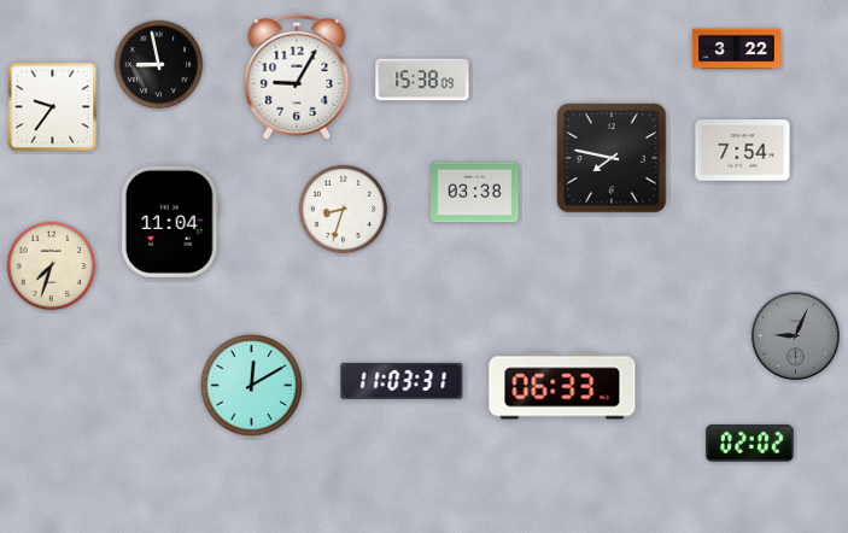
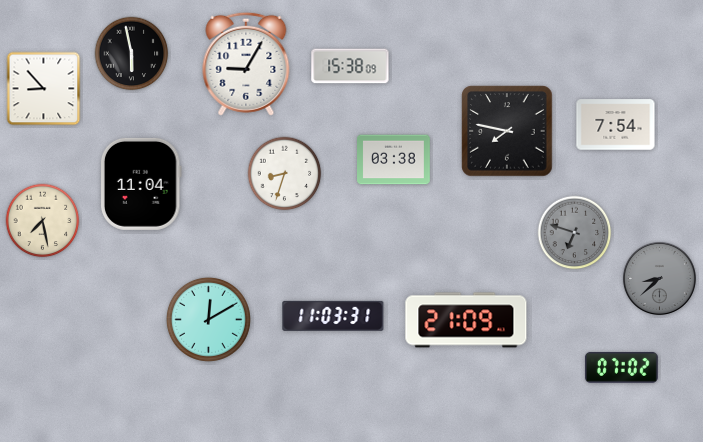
clock at (737, 49): 3:22 -> none
clock at (159, 65): 8:58 -> 5:58
clock at (53, 107): 9:36 -> 8:53
clock at (52, 266): 7:33 -> 7:28
clock at (575, 233): none -> 6:48
clock at (795, 335): 9:04 -> 8:38
clock at (562, 386): 06:33 -> 21:09
clock at (749, 443): 02:02 -> 07:02
